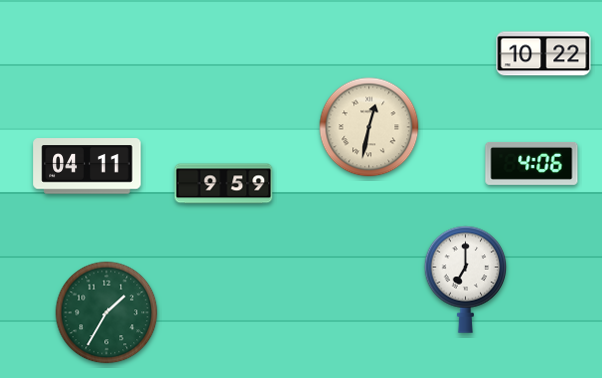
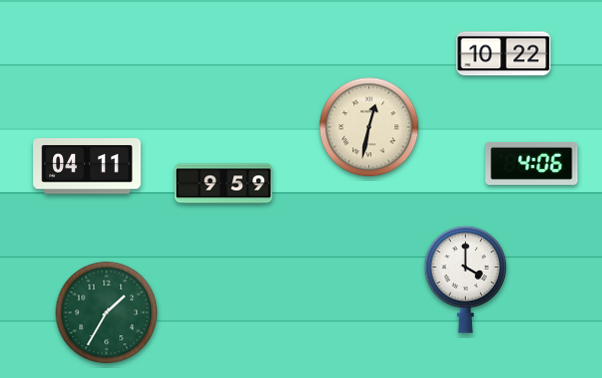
clock at (544, 54) position: (544, 54) -> (504, 54)
clock at (466, 279): 7:00 -> 4:00
